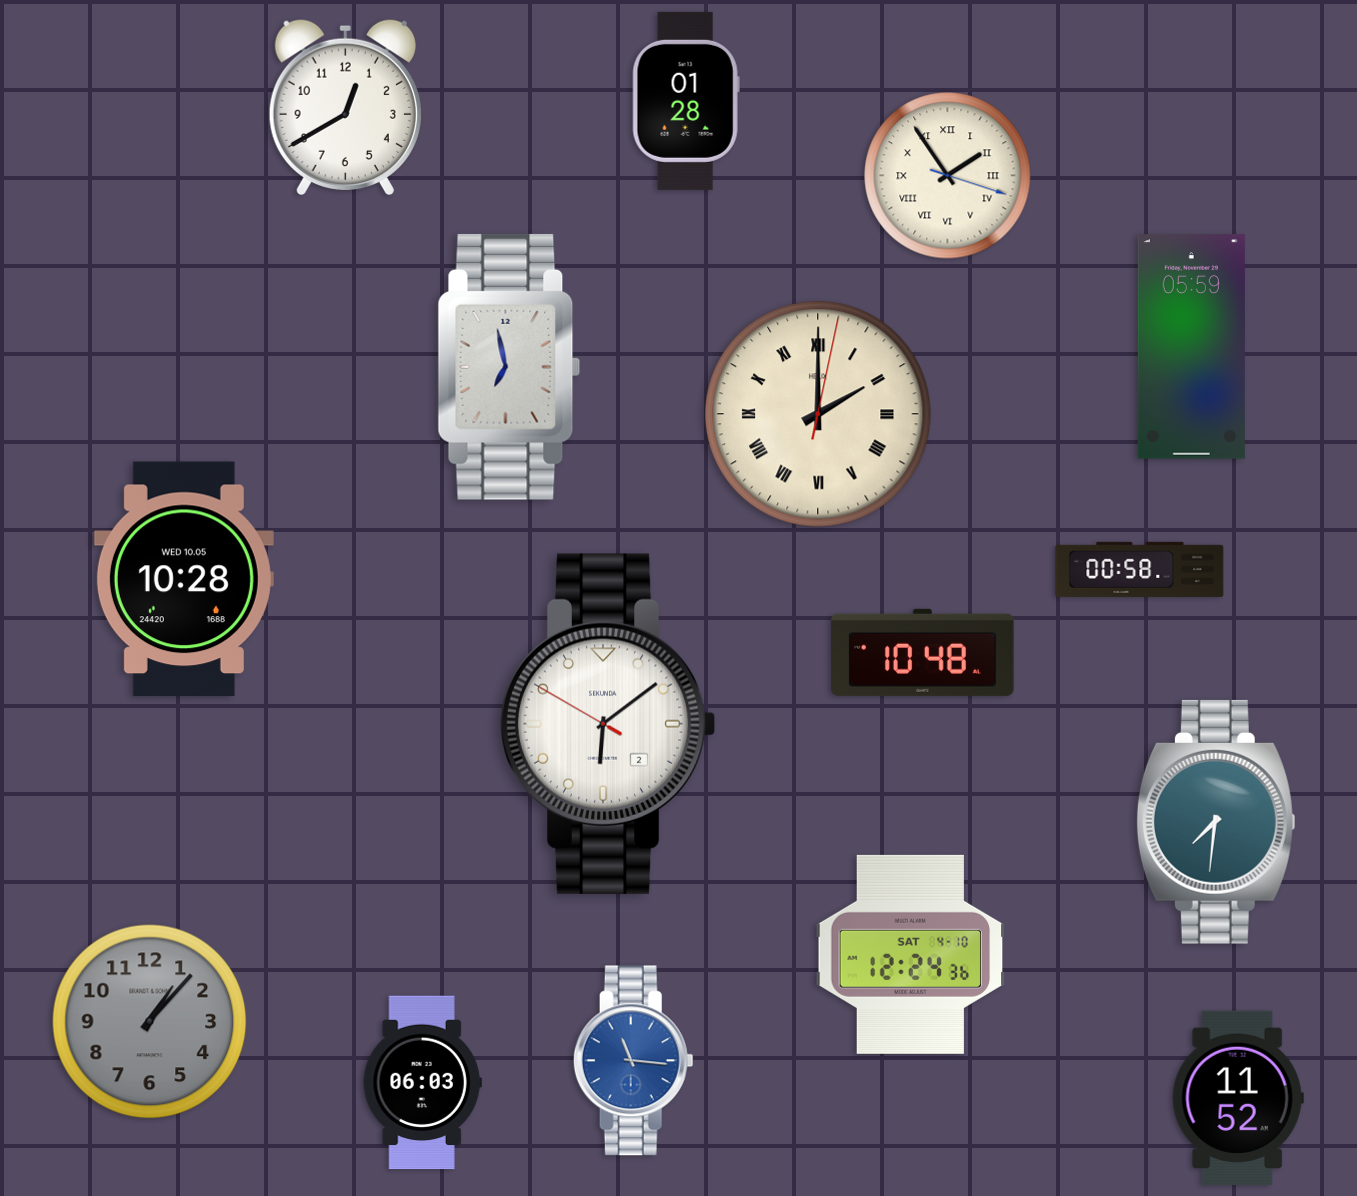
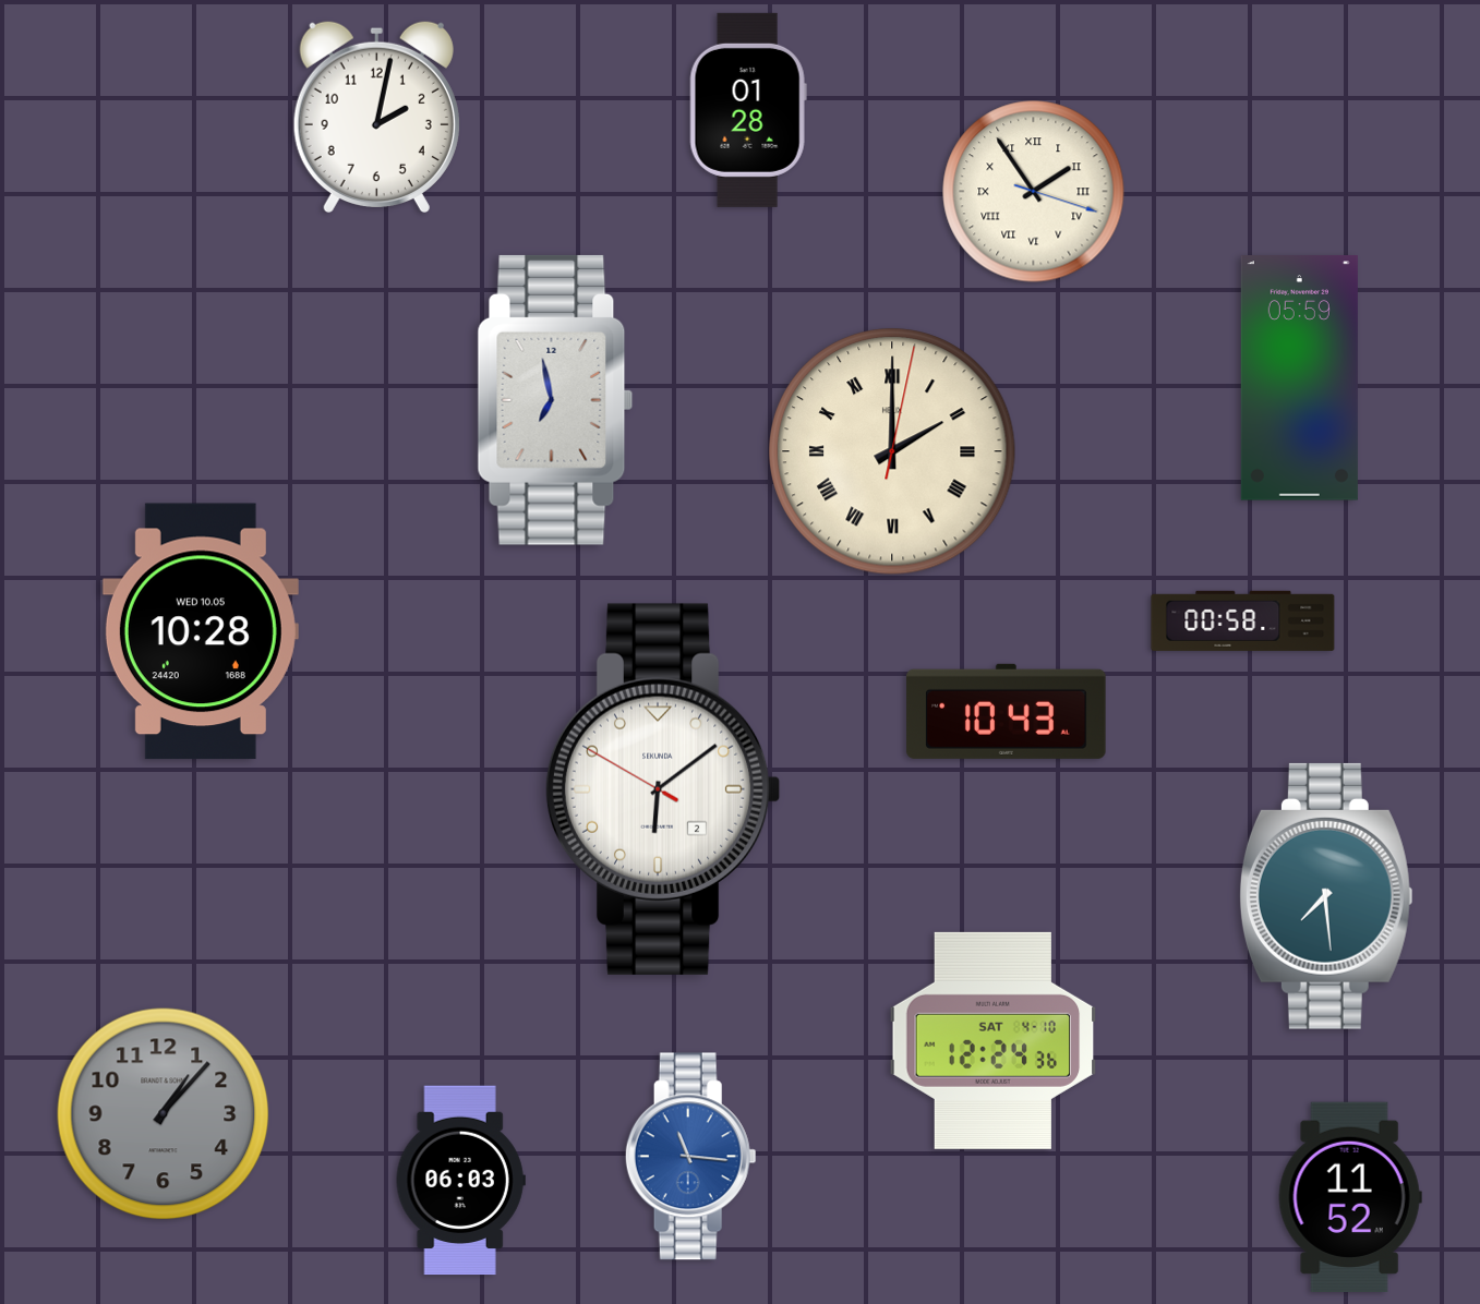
clock at (345, 107): 12:40 -> 2:02
clock at (923, 652): 10:48 -> 10:43
clock at (1216, 822): 7:31 -> 7:29
